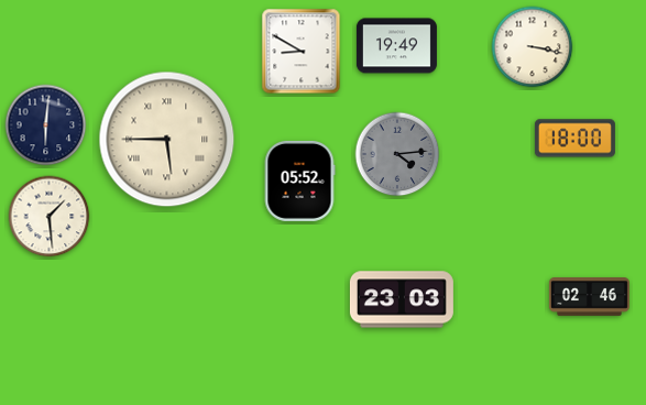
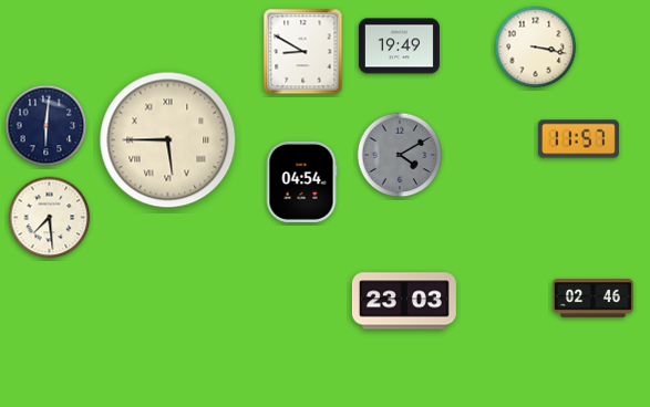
clock at (574, 139): 18:00 -> 11:57
clock at (397, 154): 4:14 -> 4:10
clock at (299, 180): 05:52 -> 04:54
clock at (50, 217): 1:29 -> 7:29
